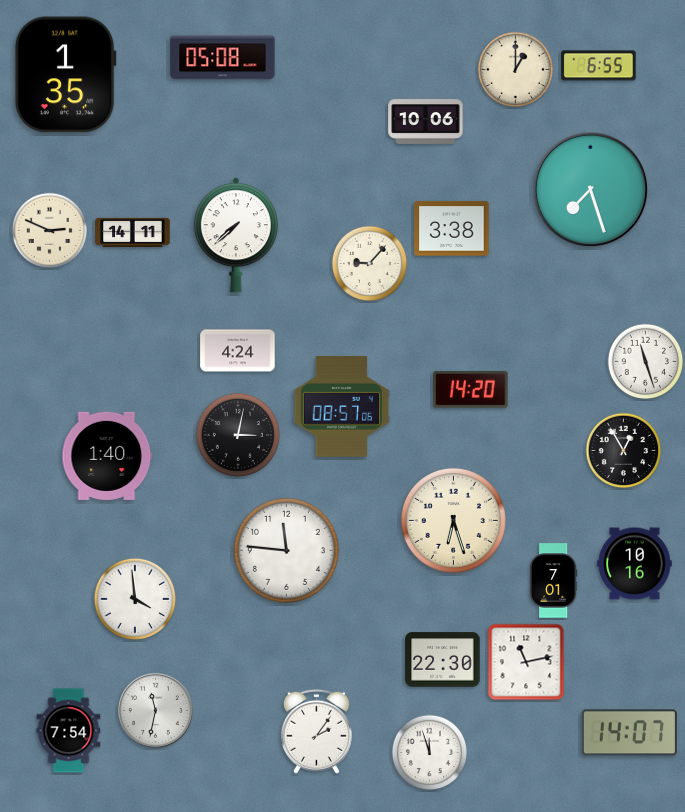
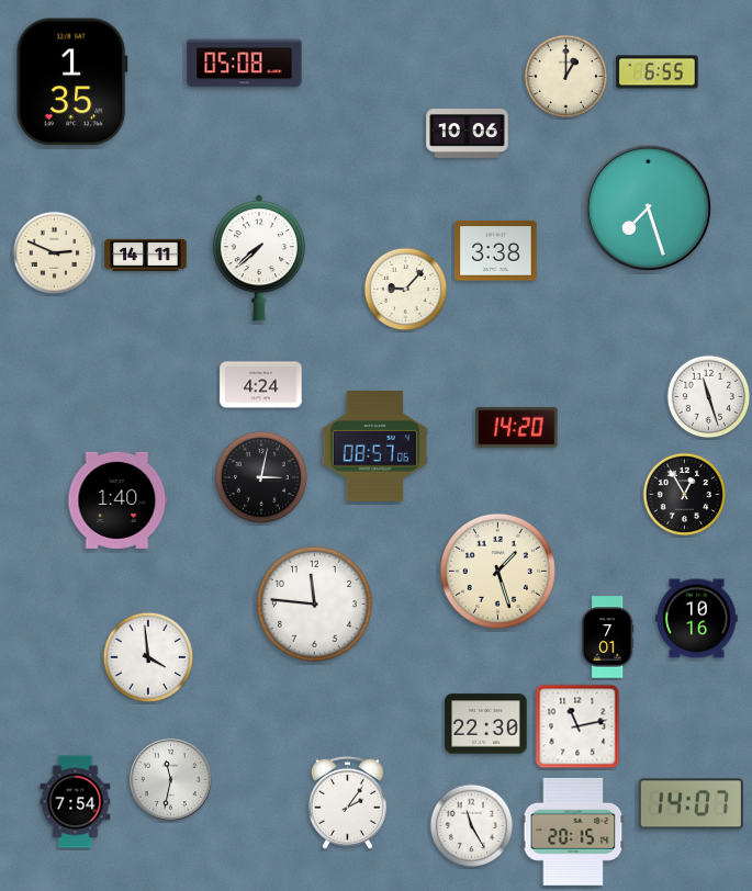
clock at (453, 520): 6:27 -> 1:27
clock at (430, 753): 11:57 -> 11:25
clock at (573, 832): none -> 20:15
